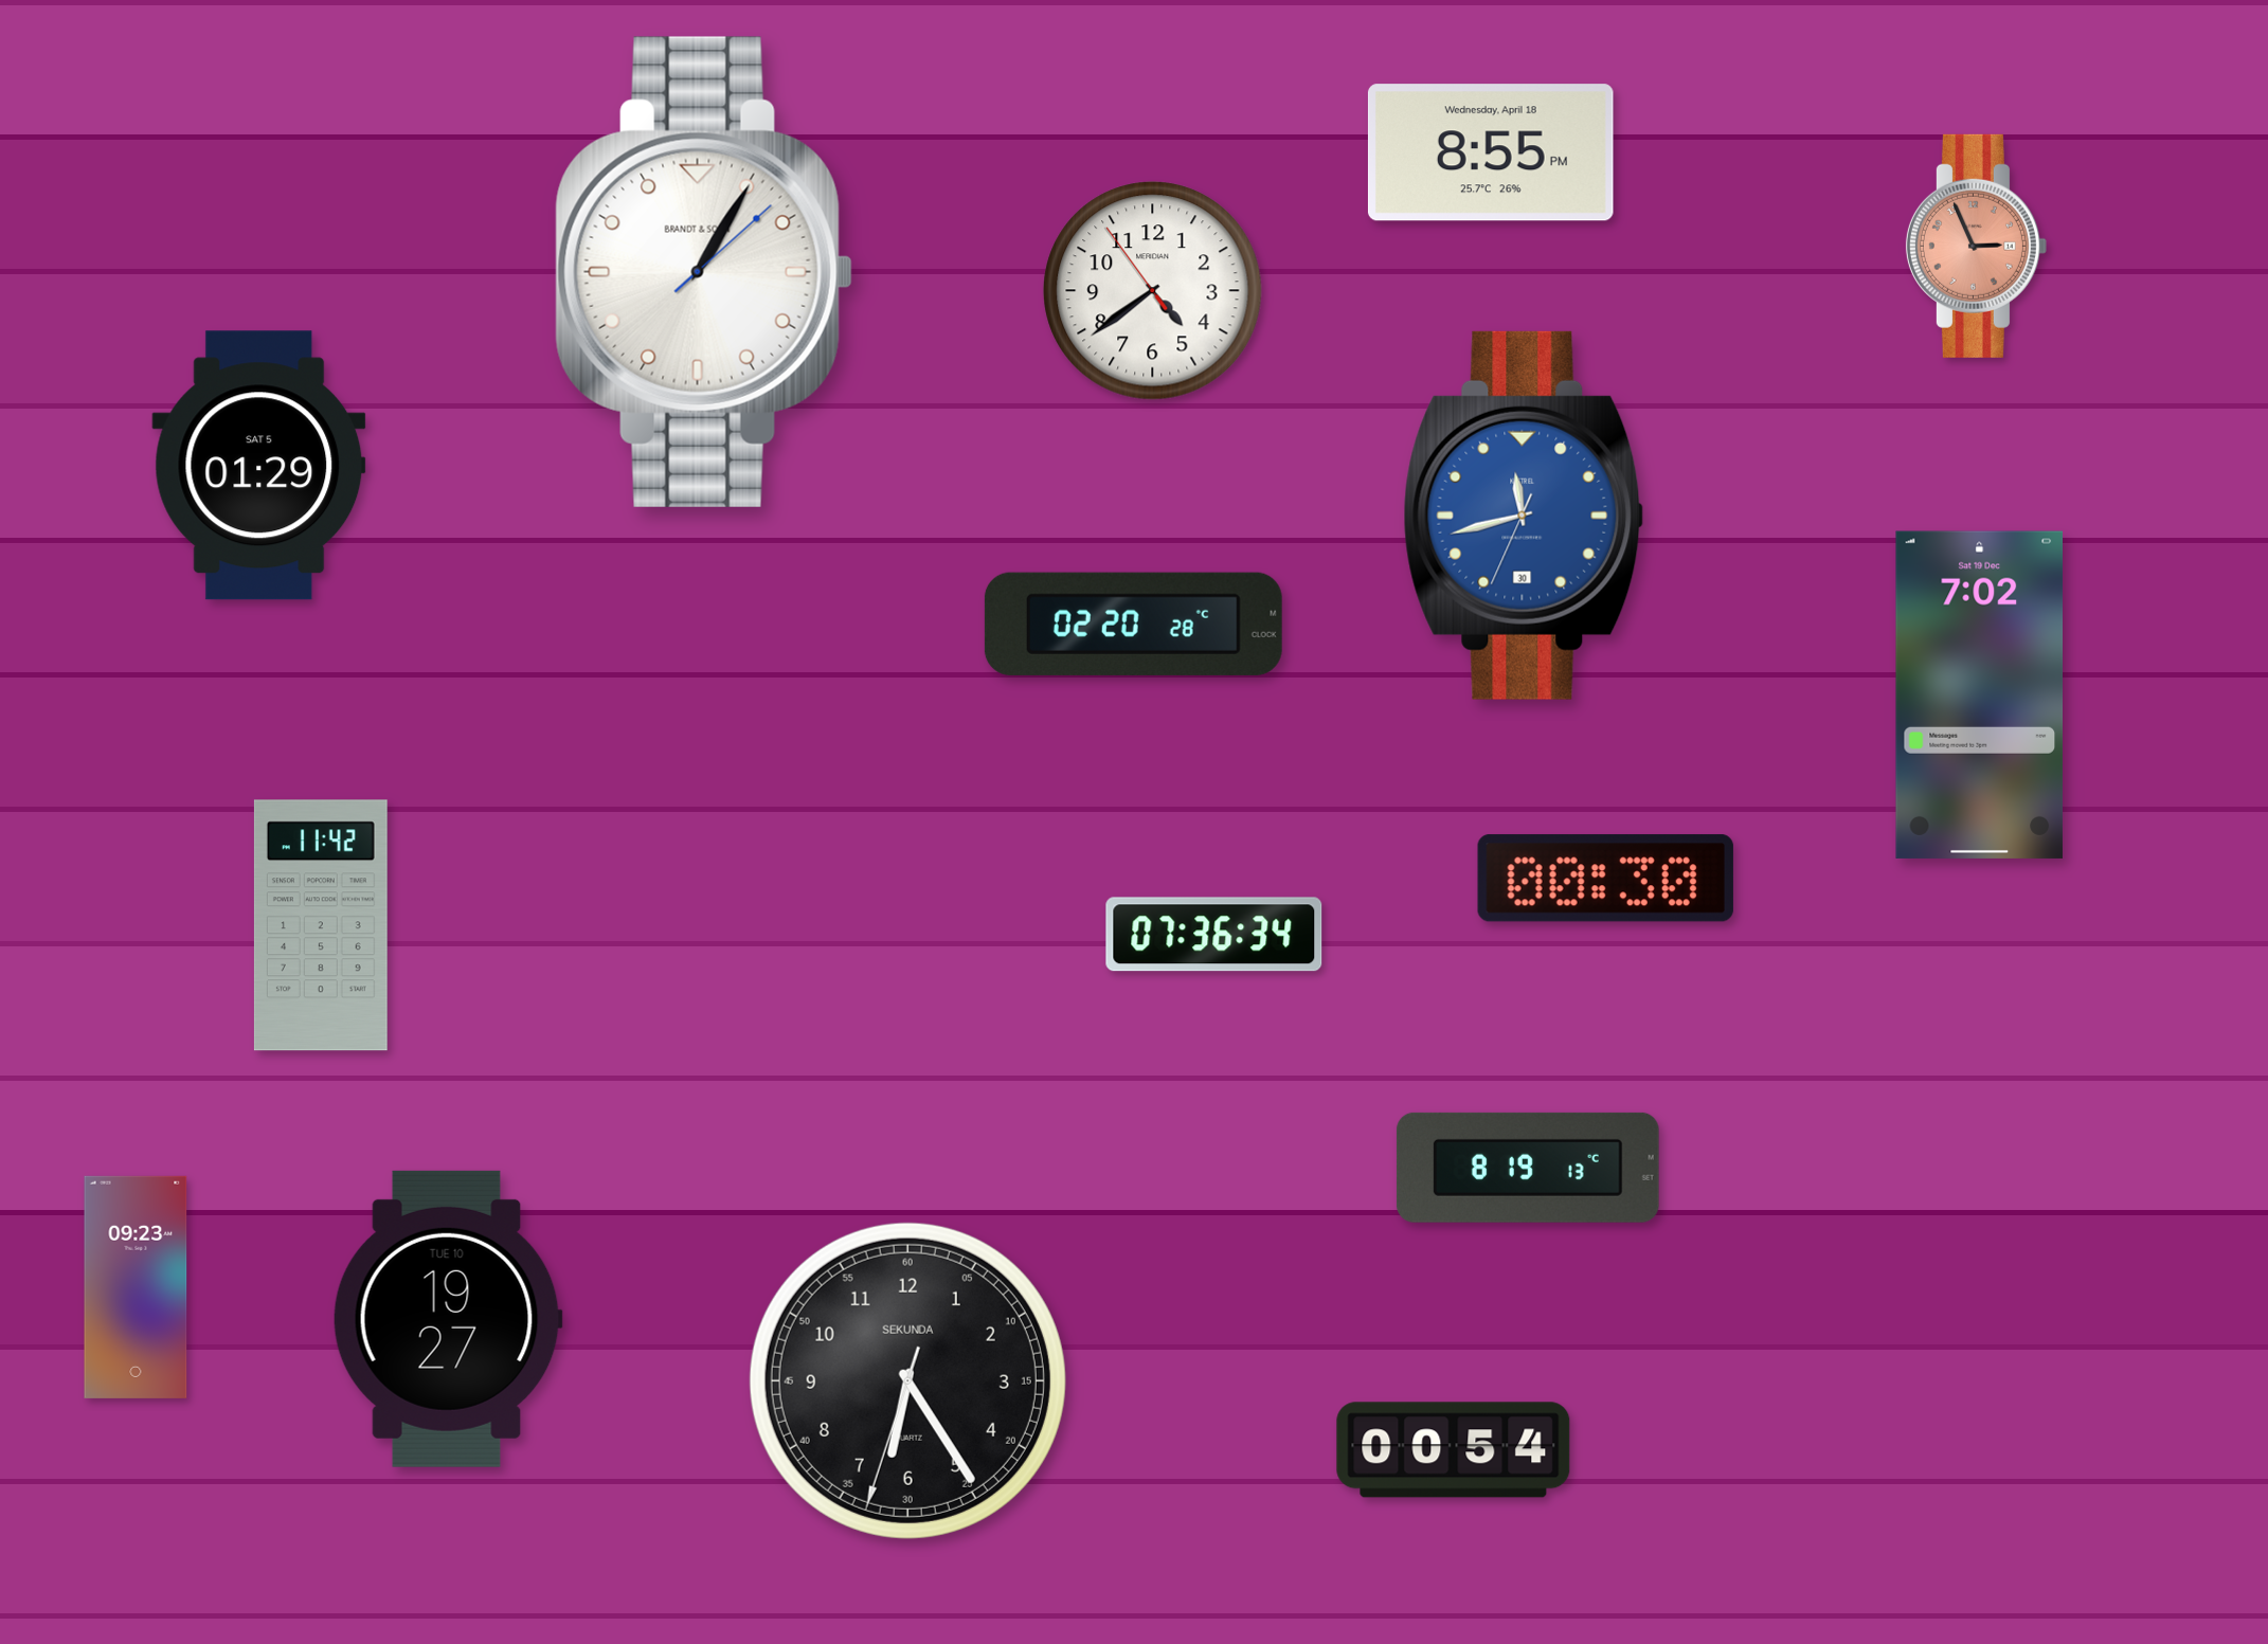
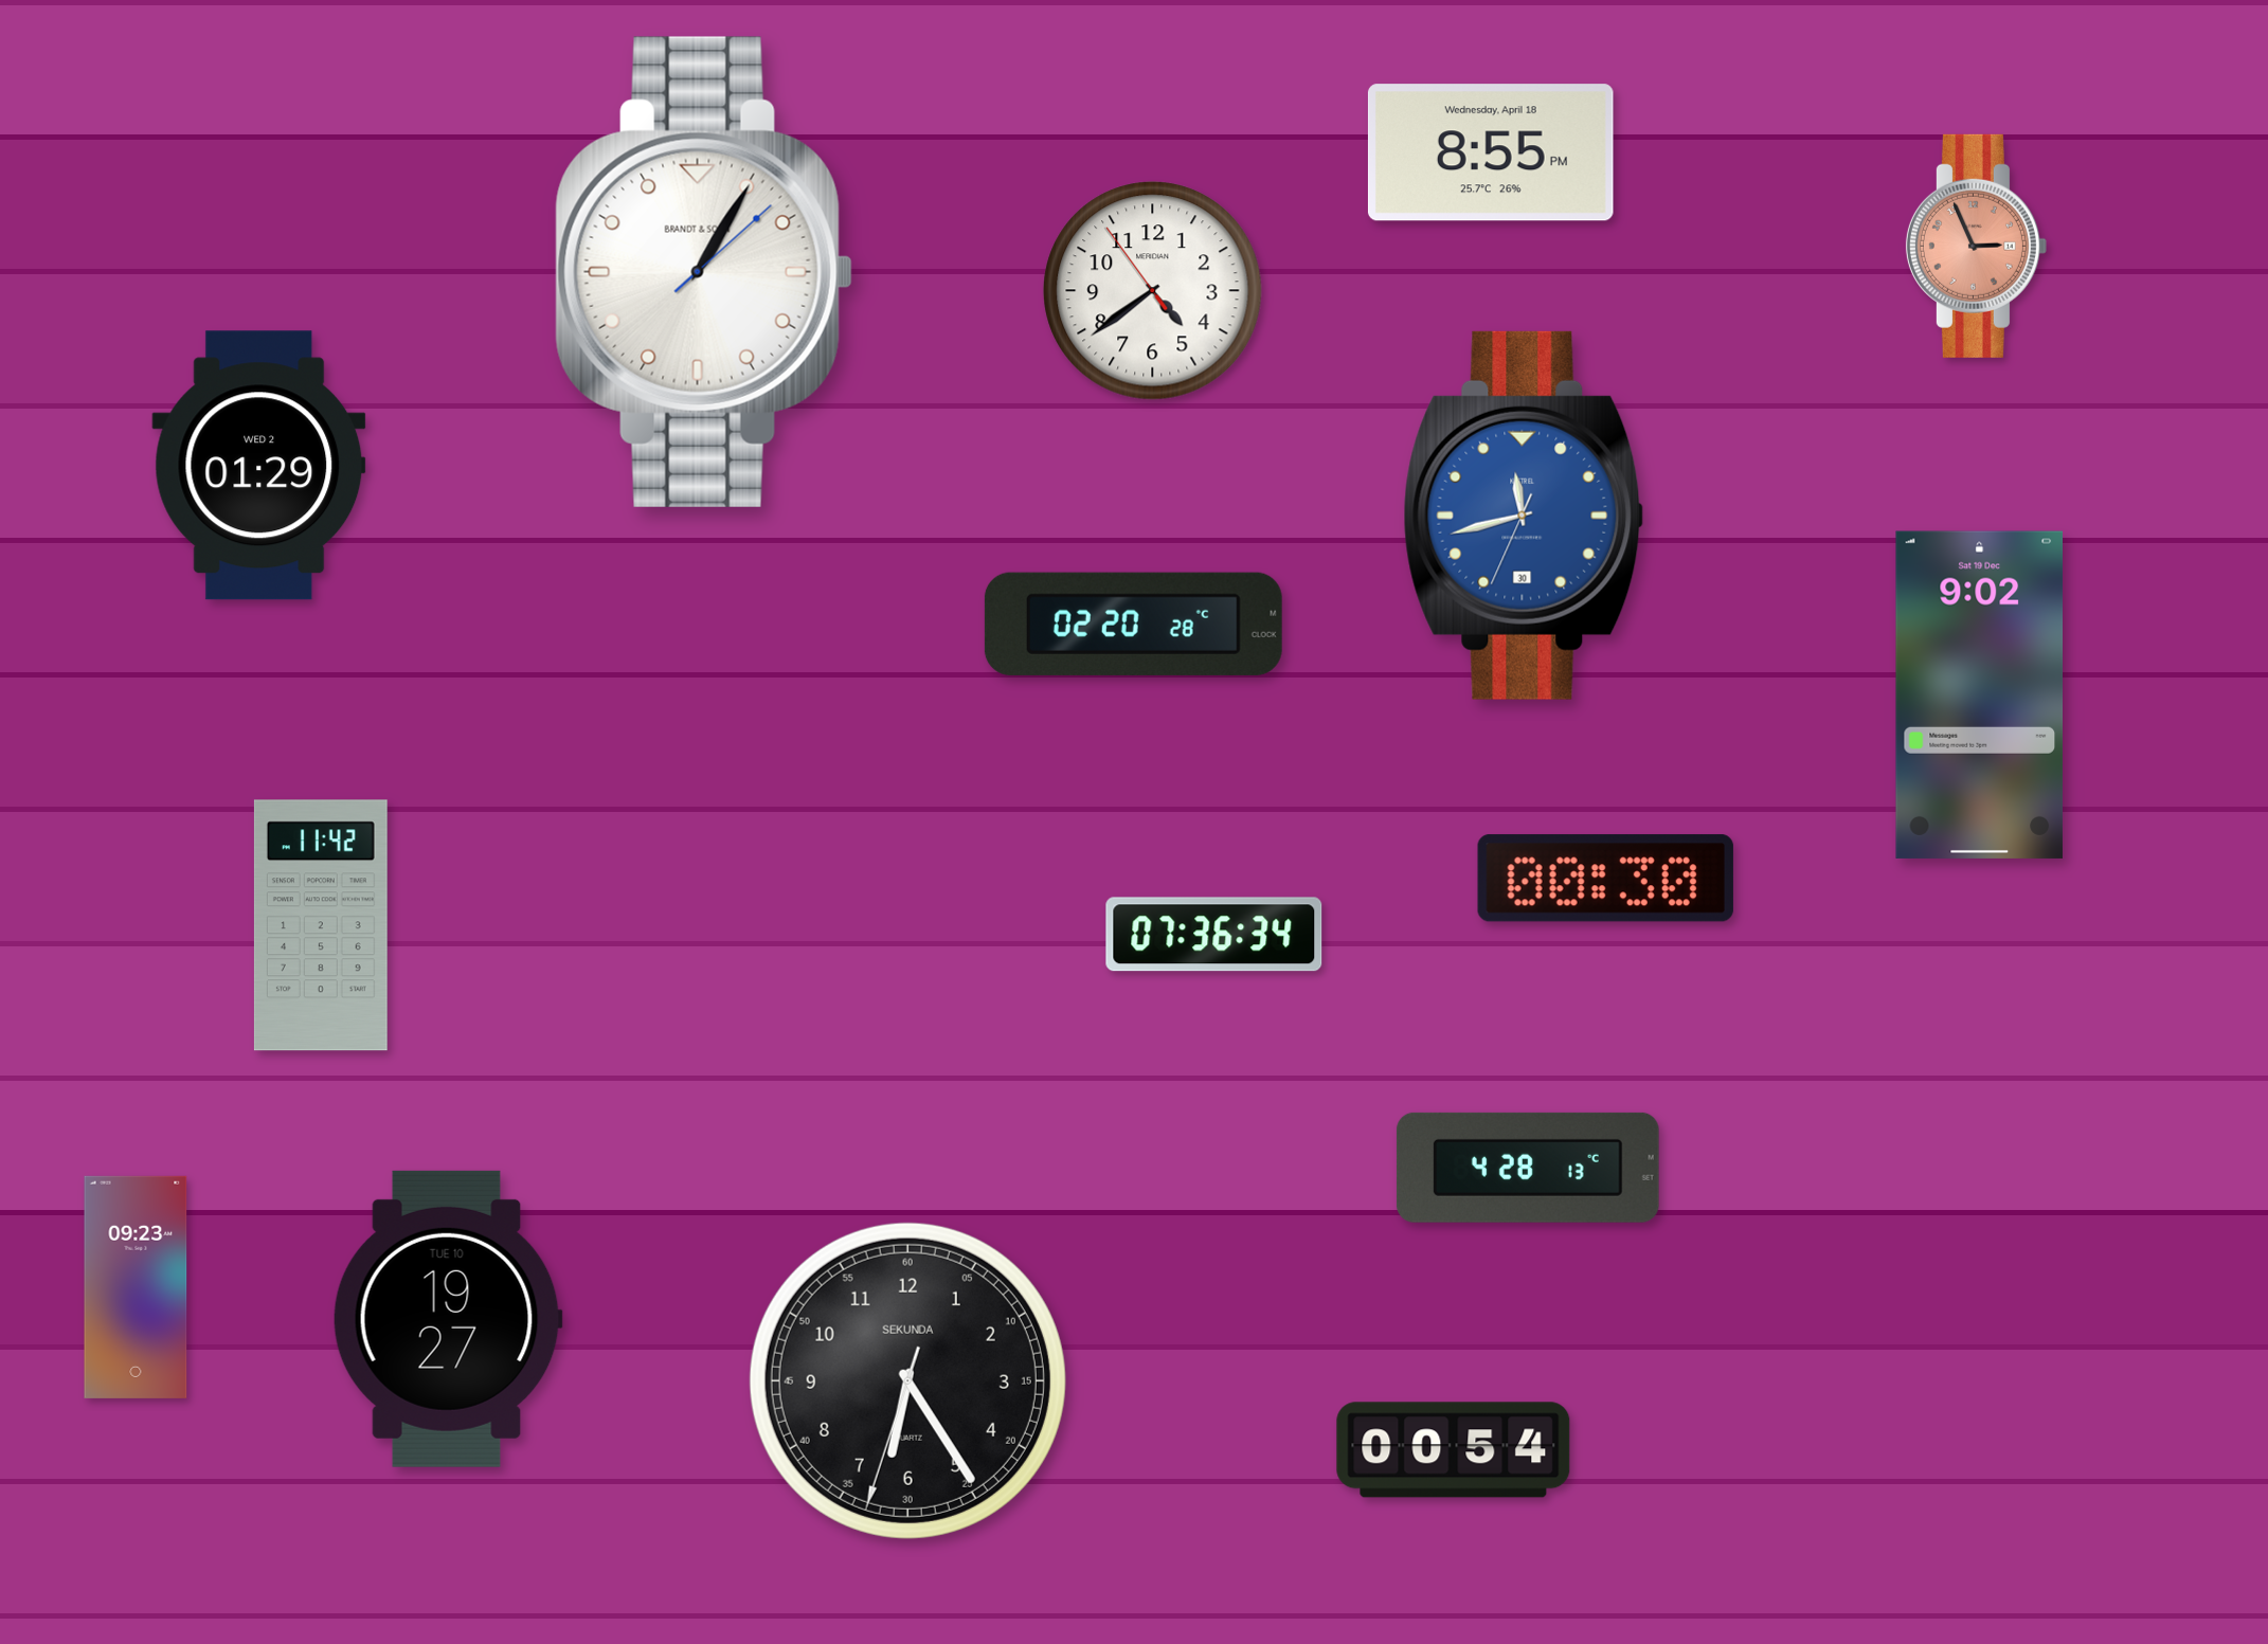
clock at (259, 466) date: SAT 5 -> WED 2
clock at (1979, 694): 7:02 -> 9:02
clock at (1528, 1168): 8:19 -> 4:28
